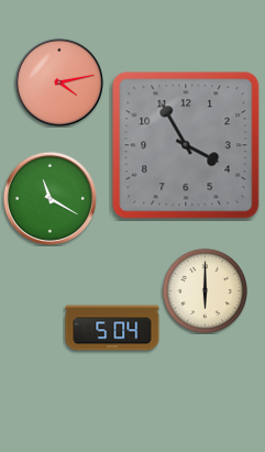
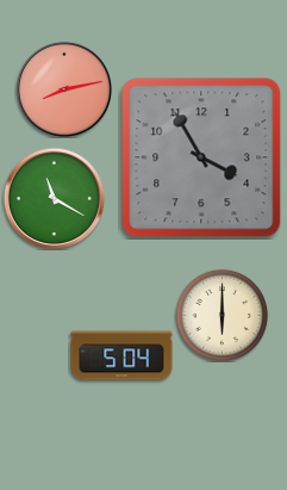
clock at (59, 82): 4:13 -> 8:13
clock at (49, 198) position: (49, 198) -> (54, 198)
